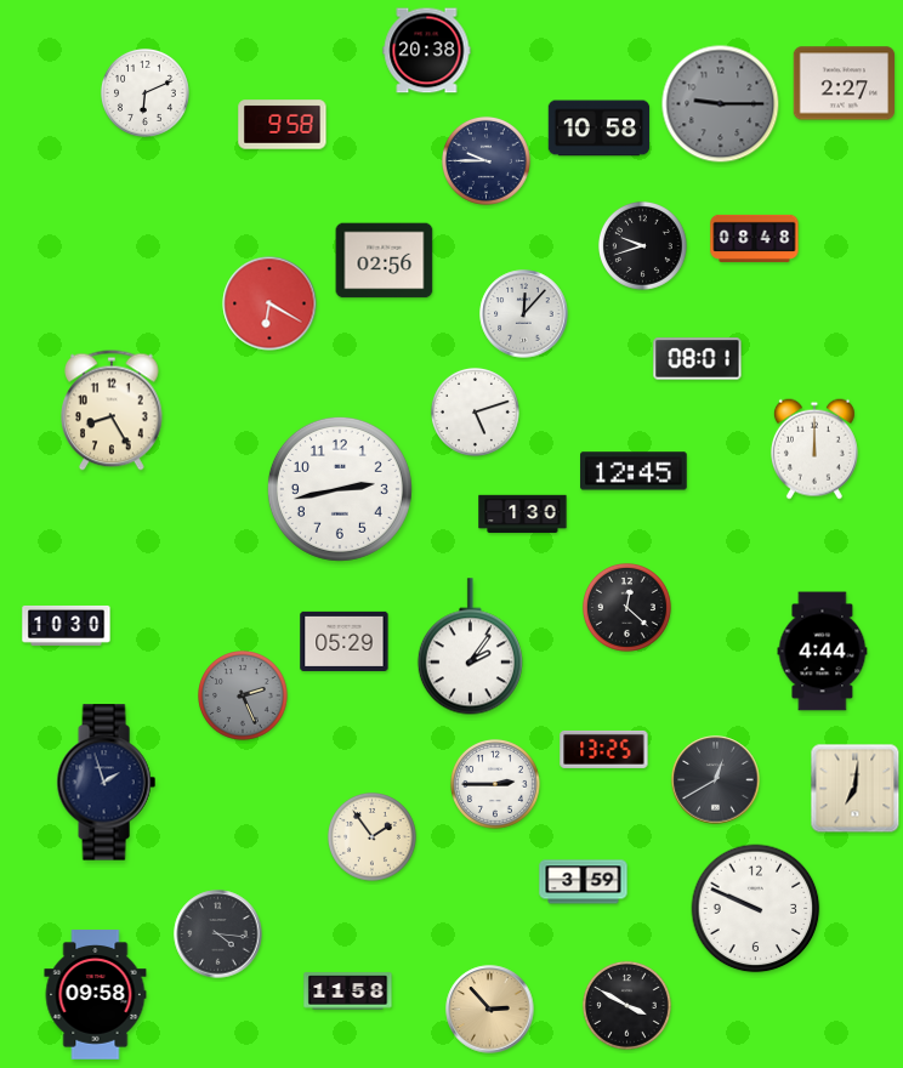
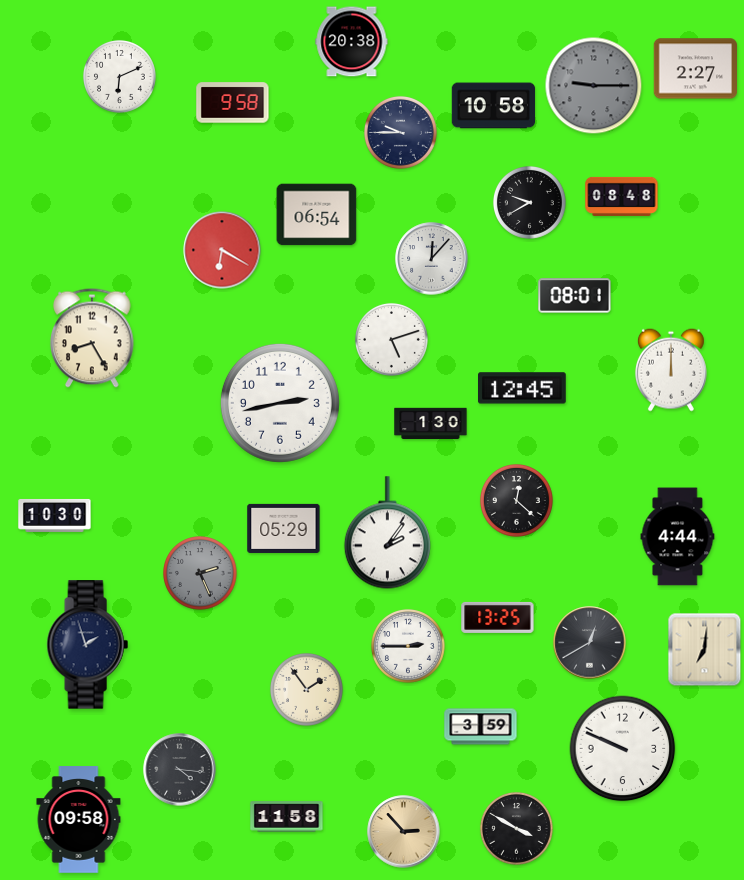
clock at (642, 245): 9:42 -> 9:40
clock at (385, 261): 02:56 -> 06:54
